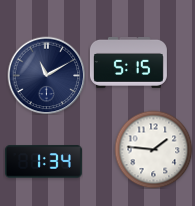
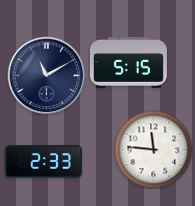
clock at (153, 149): 1:46 -> 11:46
clock at (43, 162): 1:34 -> 2:33
